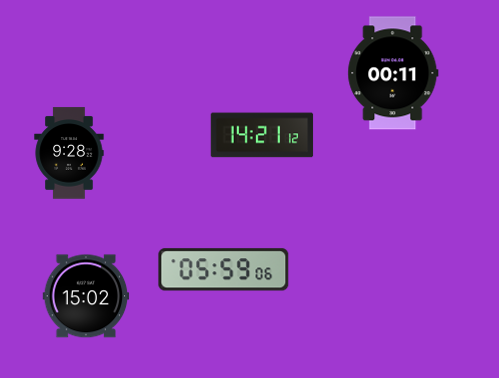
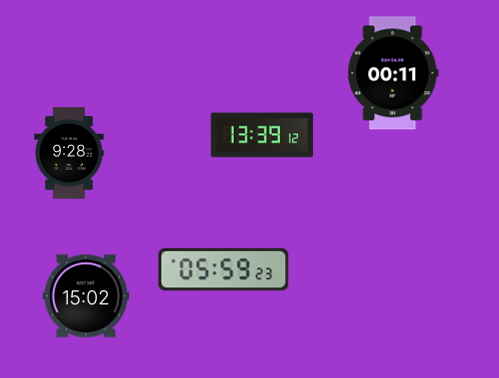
clock at (262, 135): 14:21 -> 13:39
clock at (224, 270): 05:59:06 -> 05:59:23
